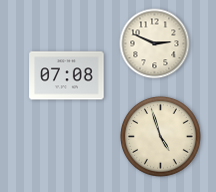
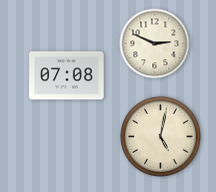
clock at (161, 137): 4:57 -> 5:02
